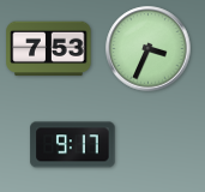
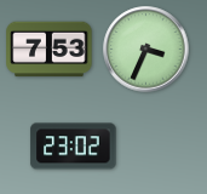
clock at (149, 49) position: (149, 49) -> (146, 50)
clock at (73, 145): 9:17 -> 23:02
